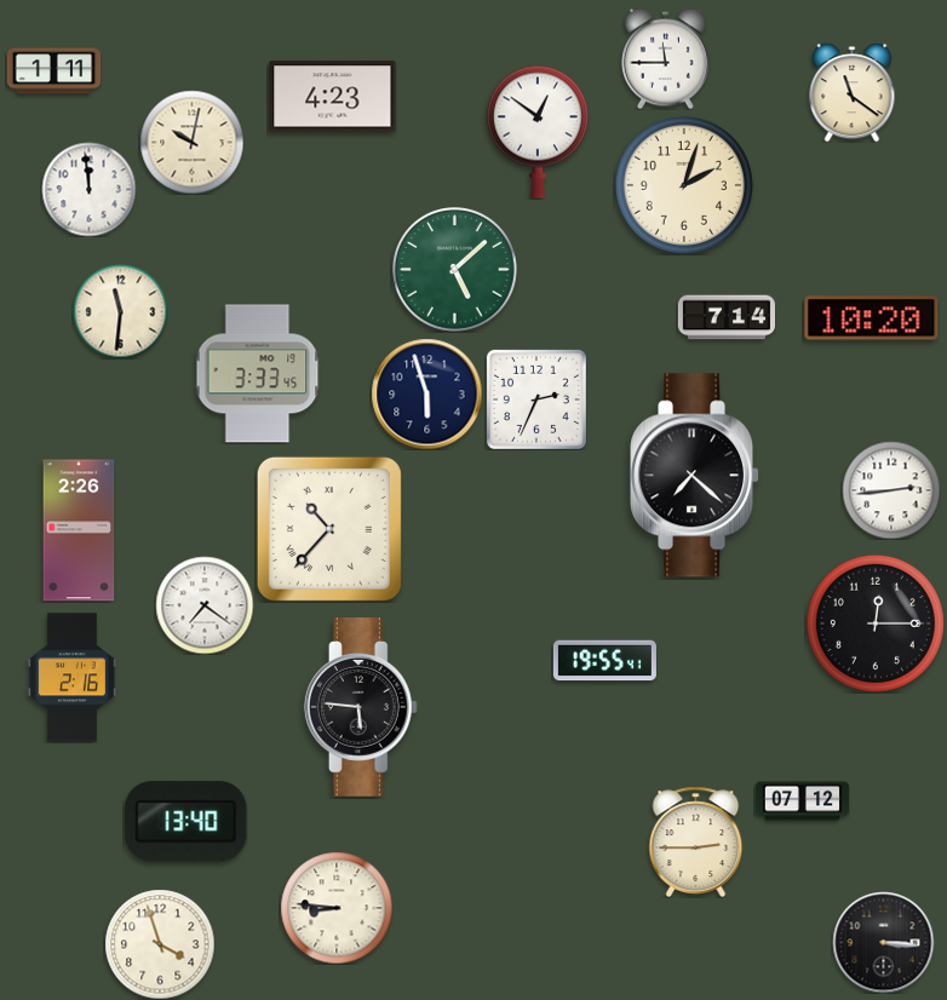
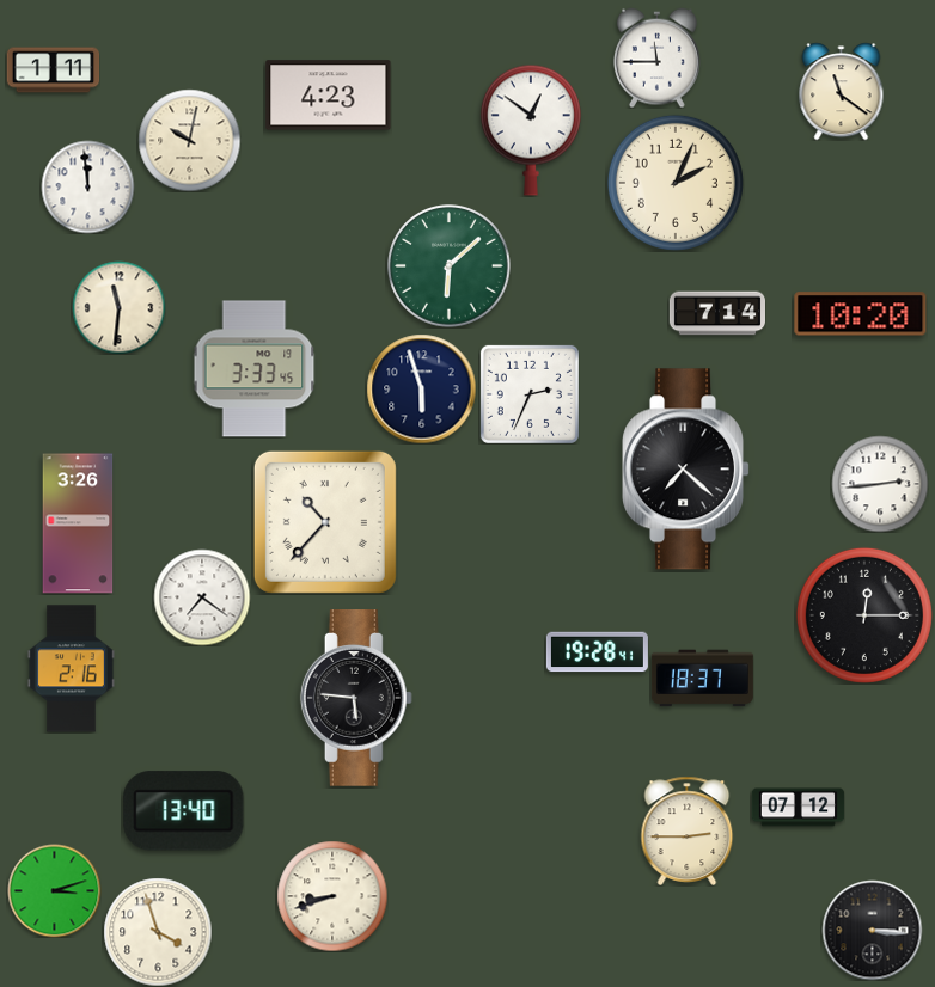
clock at (684, 185): 2:03 -> 2:04
clock at (455, 270): 5:08 -> 6:08
clock at (79, 530): 2:26 -> 3:26
clock at (604, 661): 19:55 -> 19:28
clock at (702, 679): none -> 18:37
clock at (802, 801) position: (802, 801) -> (797, 808)
clock at (54, 890): none -> 3:12
clock at (337, 908): 8:46 -> 8:42
